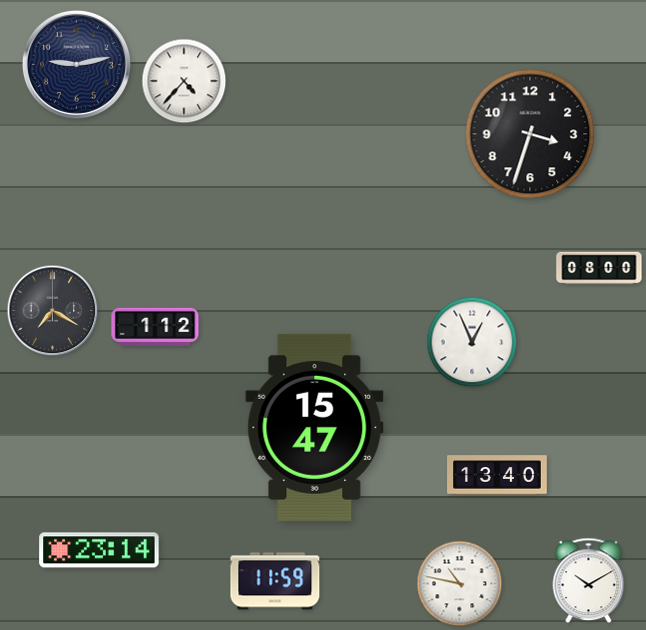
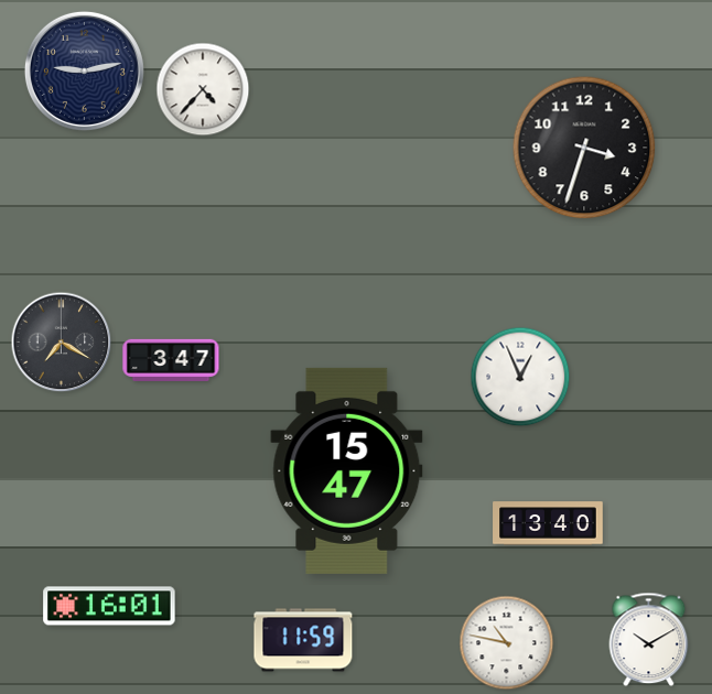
clock at (599, 268): 08:00 -> none
clock at (53, 311) position: (53, 311) -> (62, 343)
clock at (155, 327): 1:12 -> 3:47
clock at (99, 550): 23:14 -> 16:01
